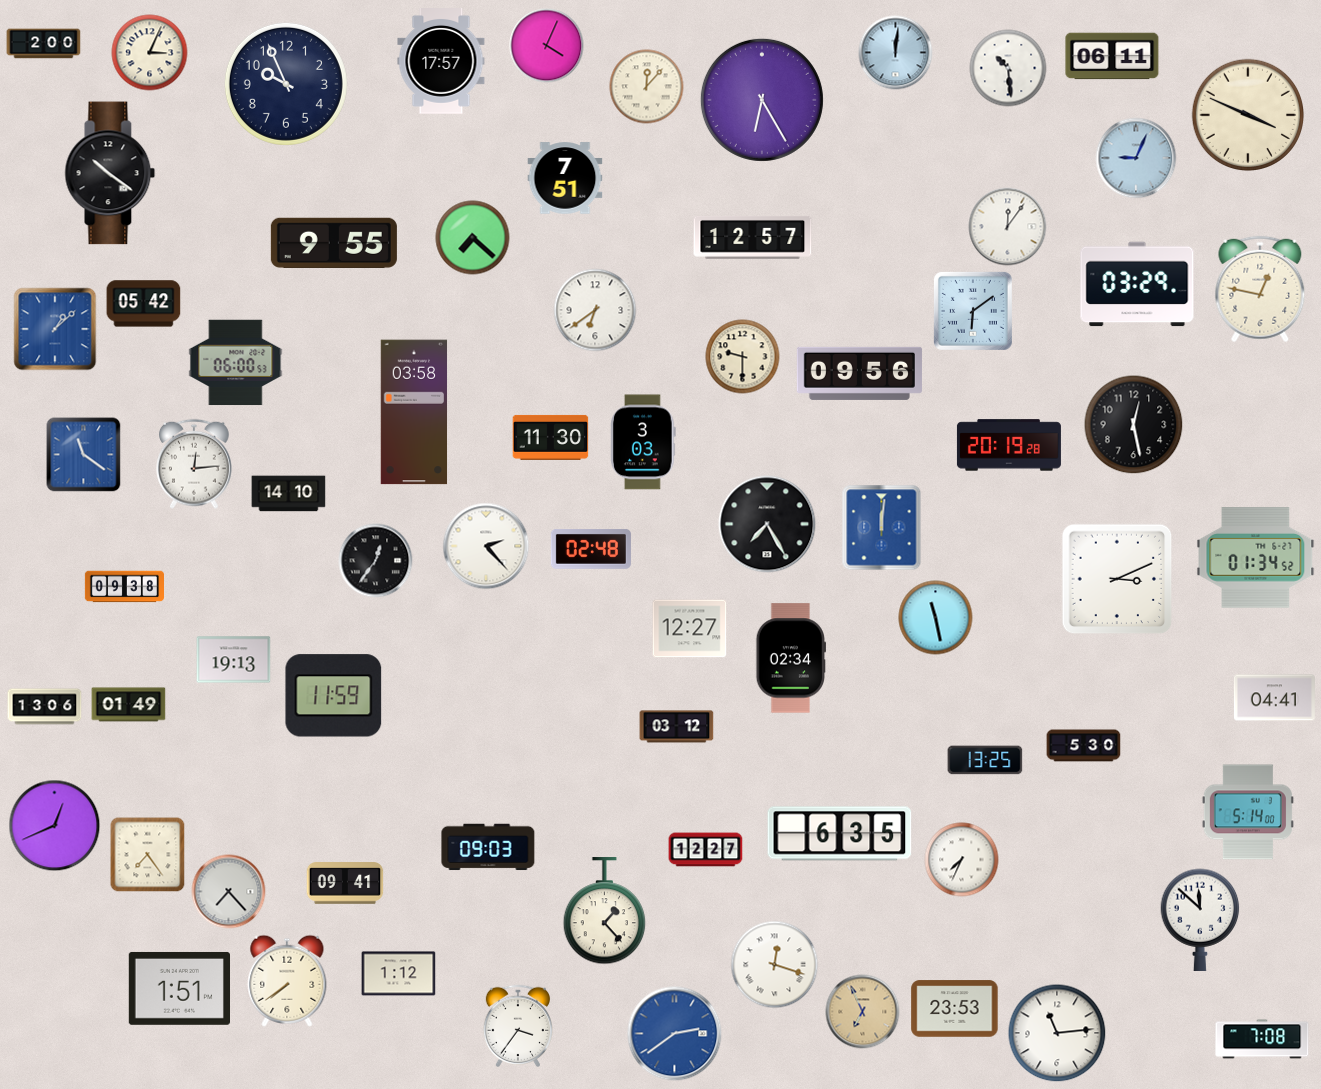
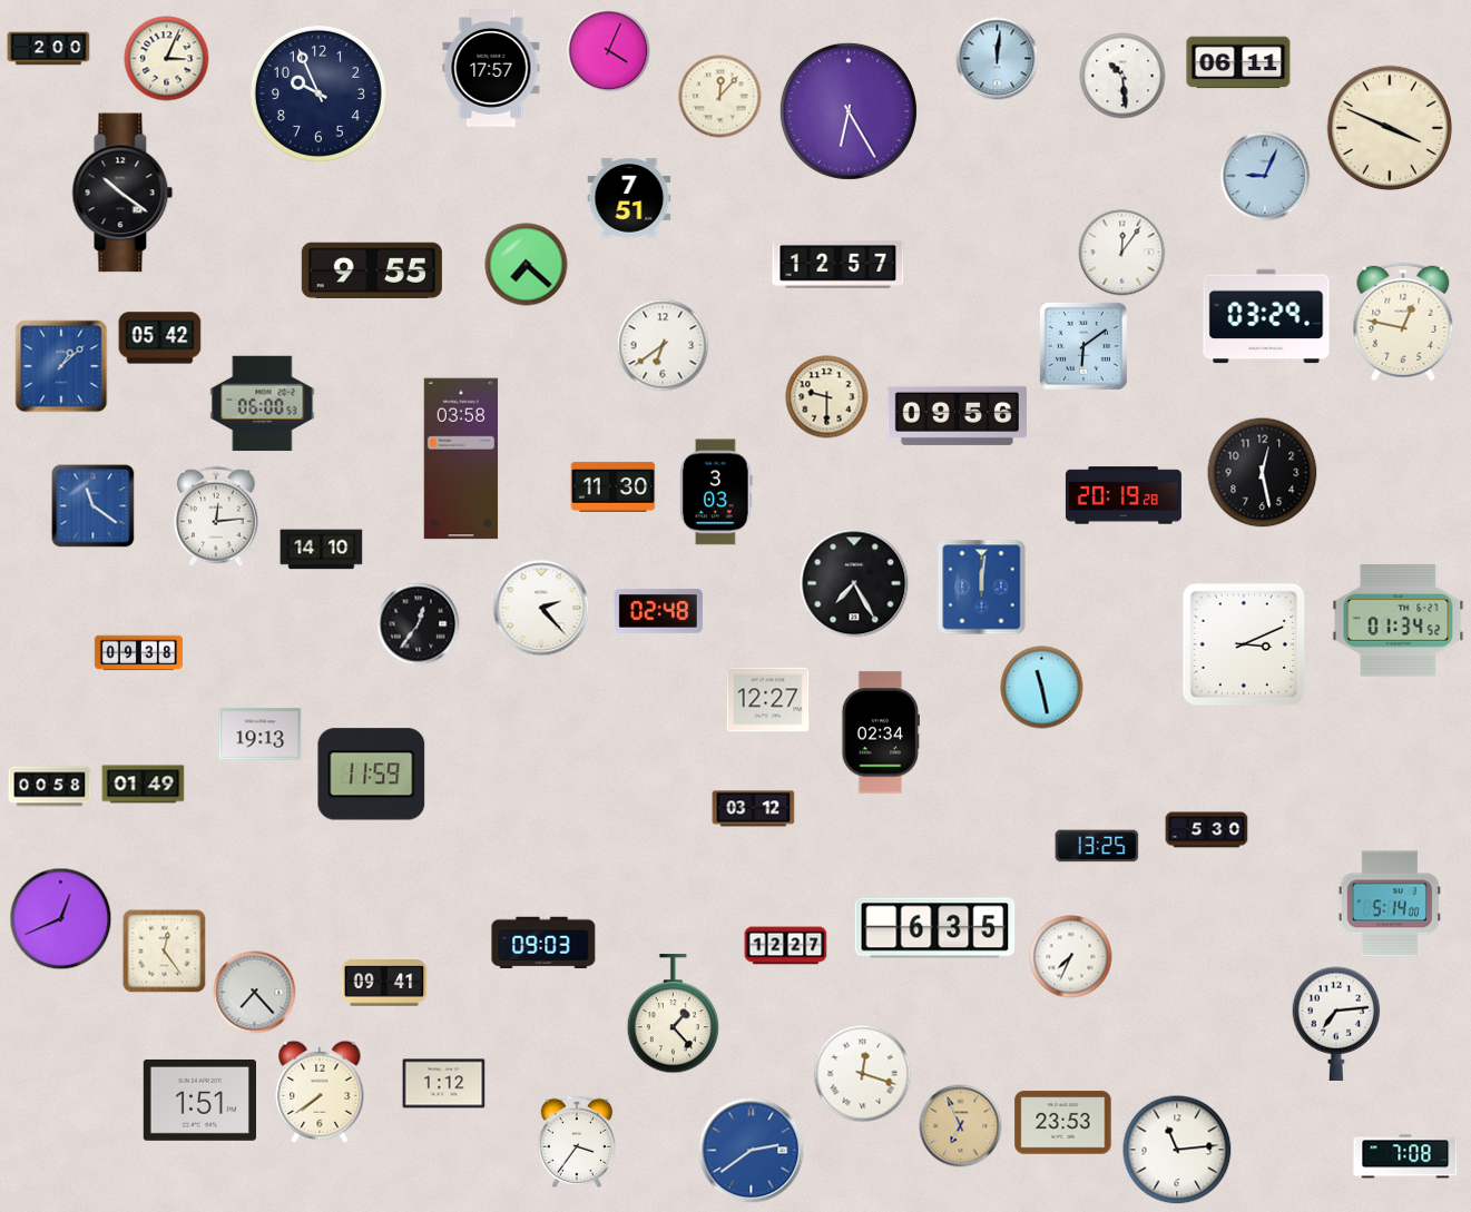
clock at (1274, 698): 04:41 -> none
clock at (45, 707): 13:06 -> 00:58
clock at (148, 855): 7:24 -> 12:24
clock at (1200, 920): 11:52 -> 7:14
